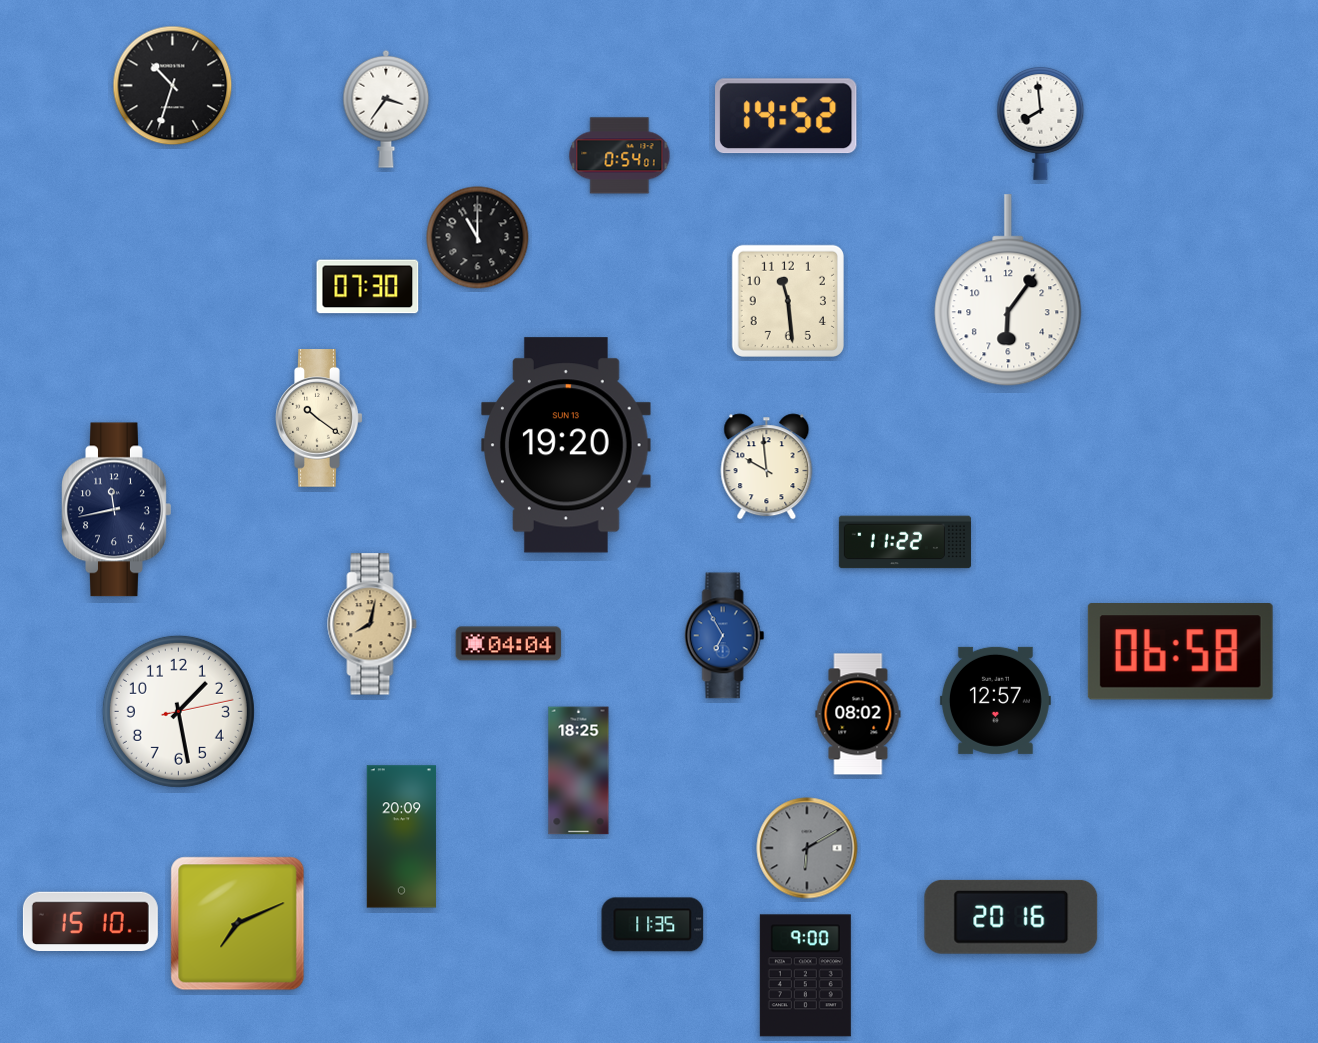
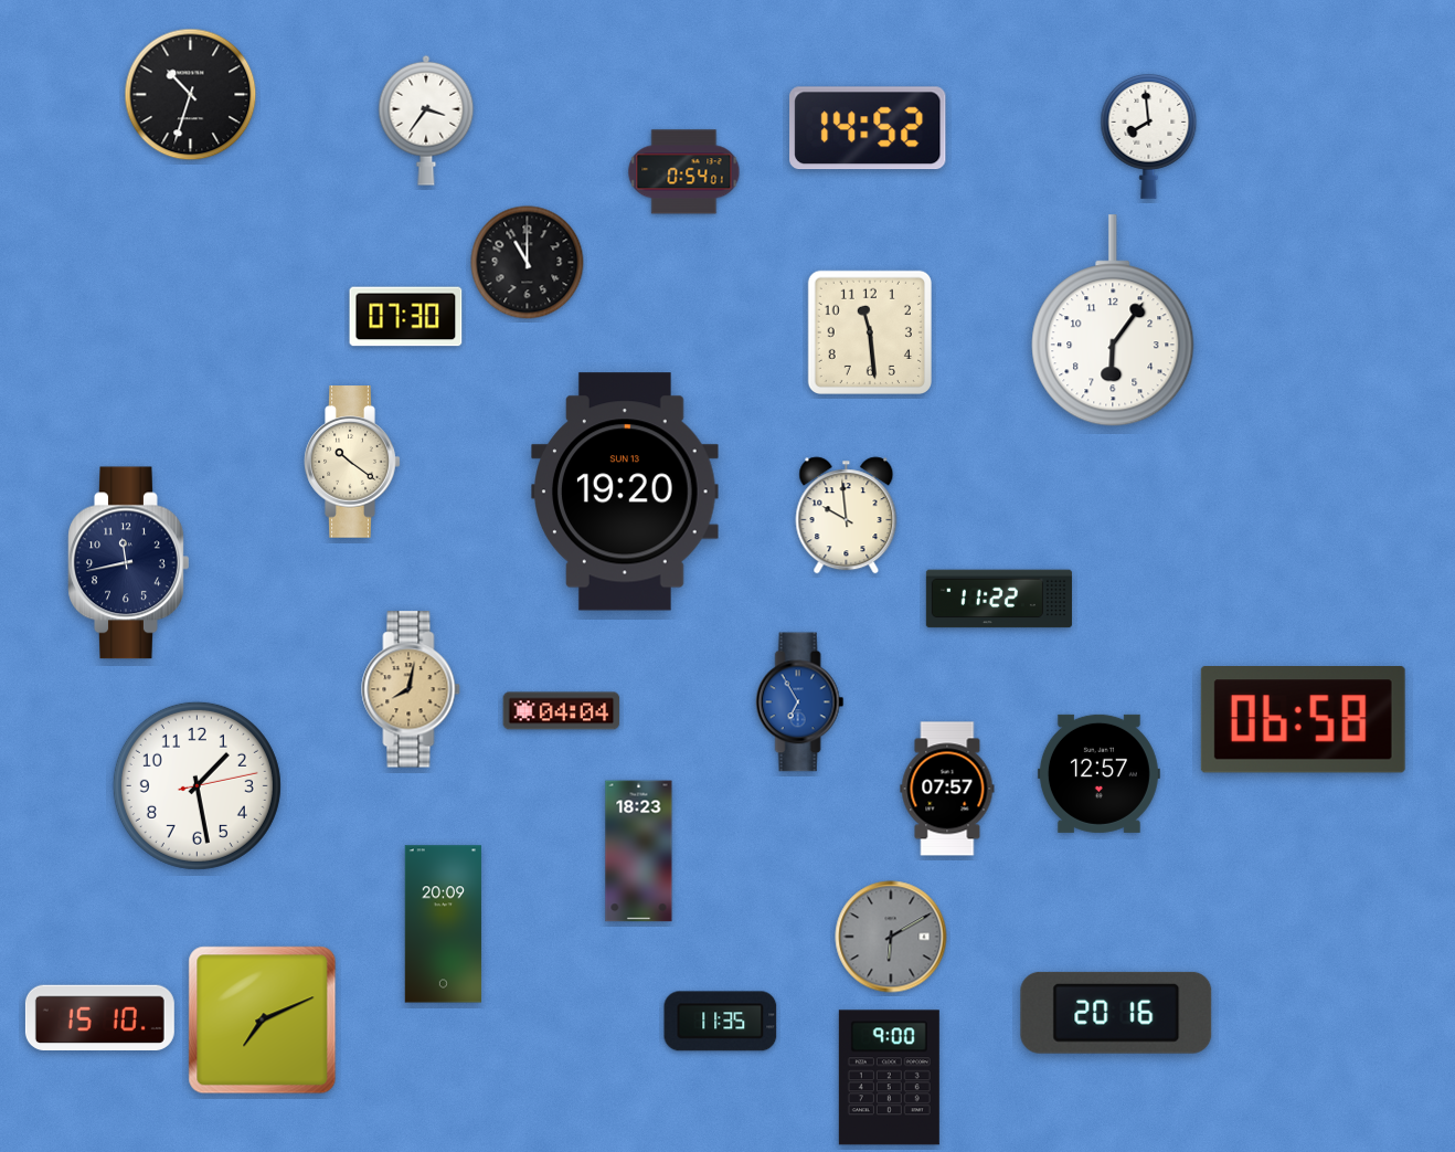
clock at (858, 714): 08:02 -> 07:57
clock at (579, 771): 18:25 -> 18:23
